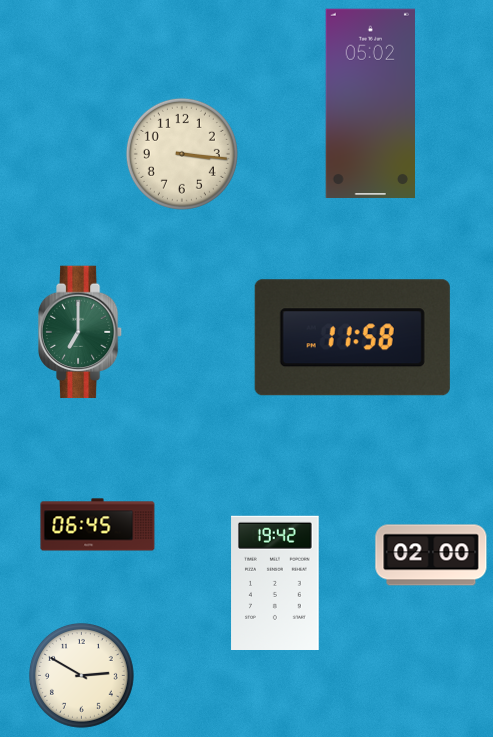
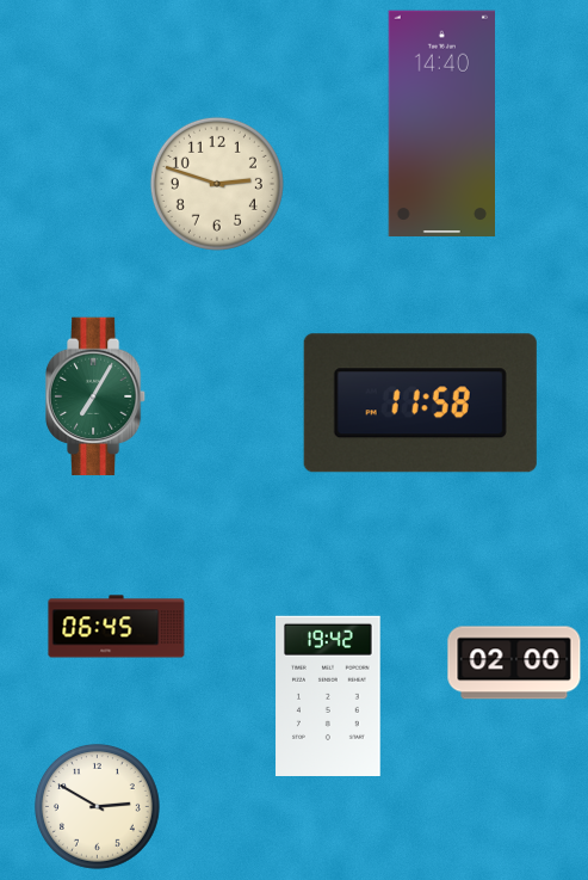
clock at (370, 103): 05:02 -> 14:40
clock at (182, 154): 3:16 -> 2:48
clock at (80, 332): 7:00 -> 7:05
